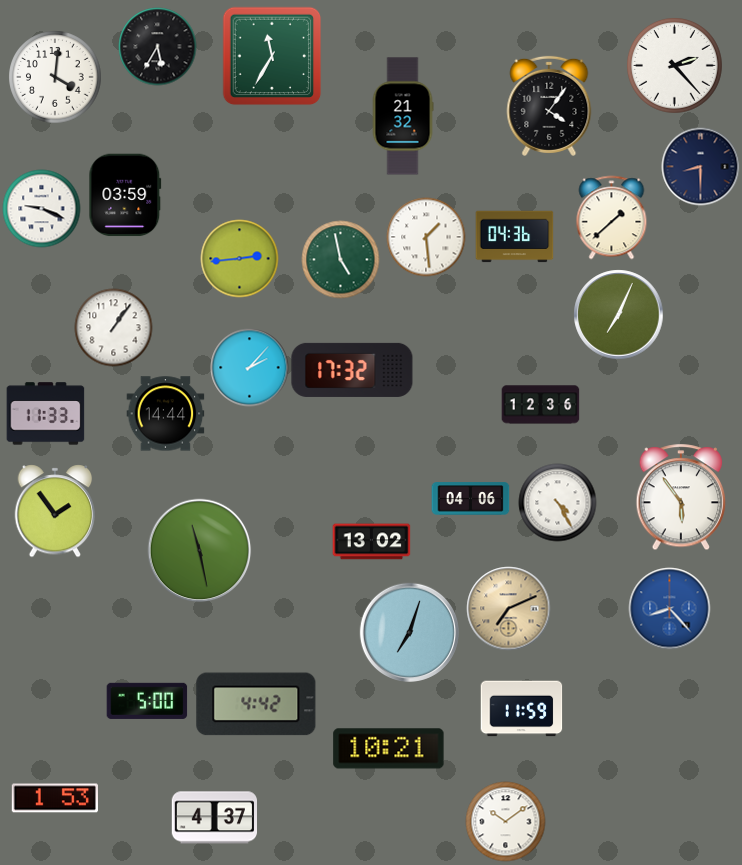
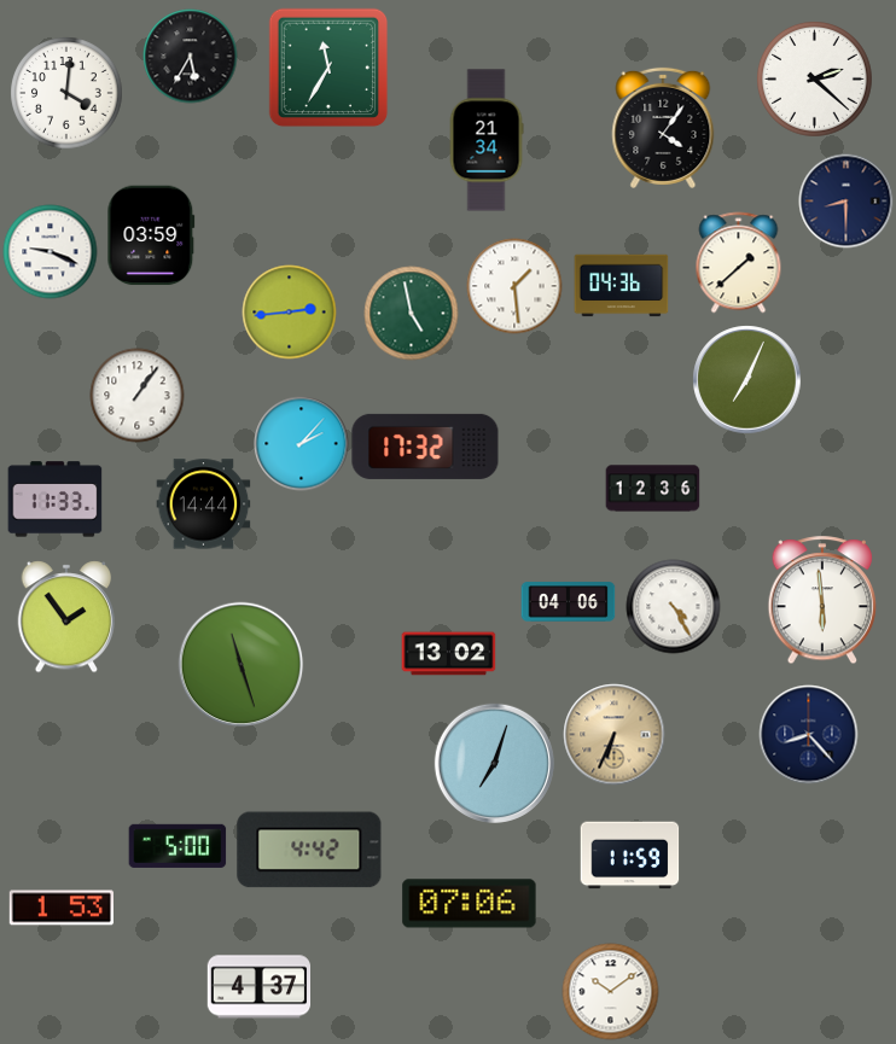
clock at (675, 66): 2:23 -> 2:22
clock at (403, 116): 21:32 -> 21:34
clock at (165, 414) position: (165, 414) -> (203, 504)
clock at (681, 497): 5:54 -> 5:59
clock at (199, 550): 11:28 -> 11:27
clock at (508, 608): 7:11 -> 6:34
clock at (669, 608) dial: blue -> navy
clock at (389, 749): 10:21 -> 07:06
clock at (55, 798) position: (55, 798) -> (62, 908)
